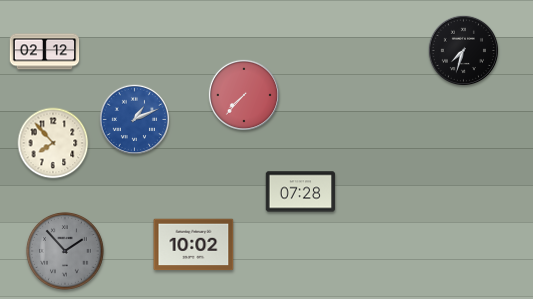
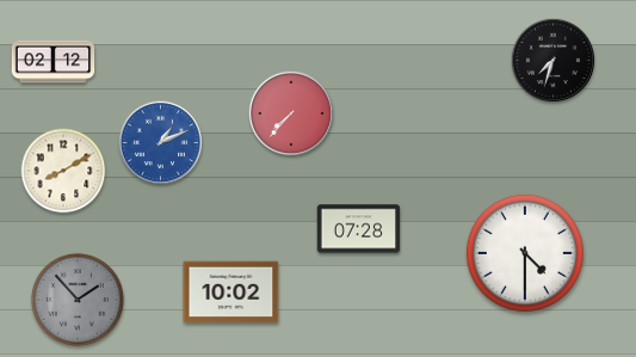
clock at (53, 143): 7:53 -> 8:10
clock at (525, 253): none -> 4:30
